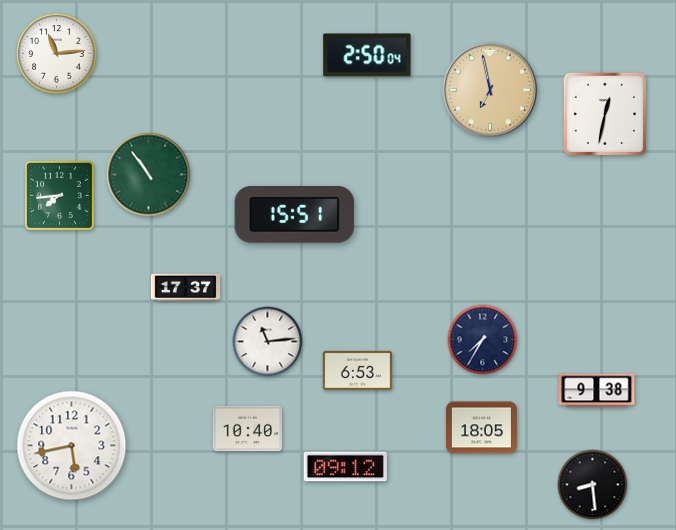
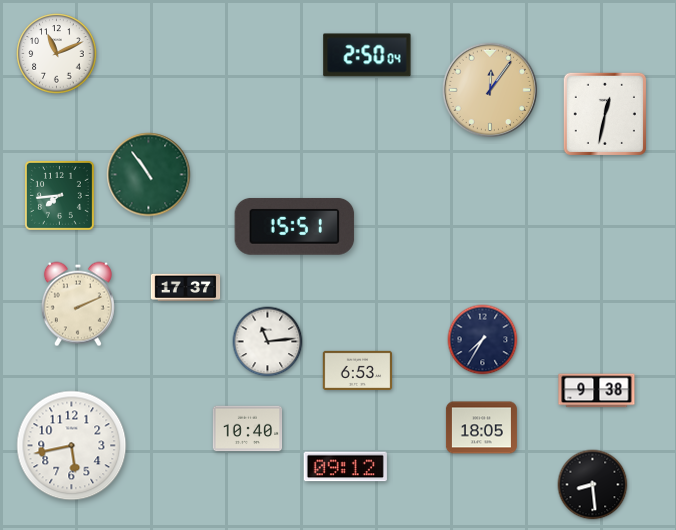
clock at (57, 54): 11:14 -> 11:11
clock at (490, 90): 6:58 -> 12:06
clock at (295, 214) position: (295, 214) -> (295, 226)
clock at (78, 304): none -> 2:11
